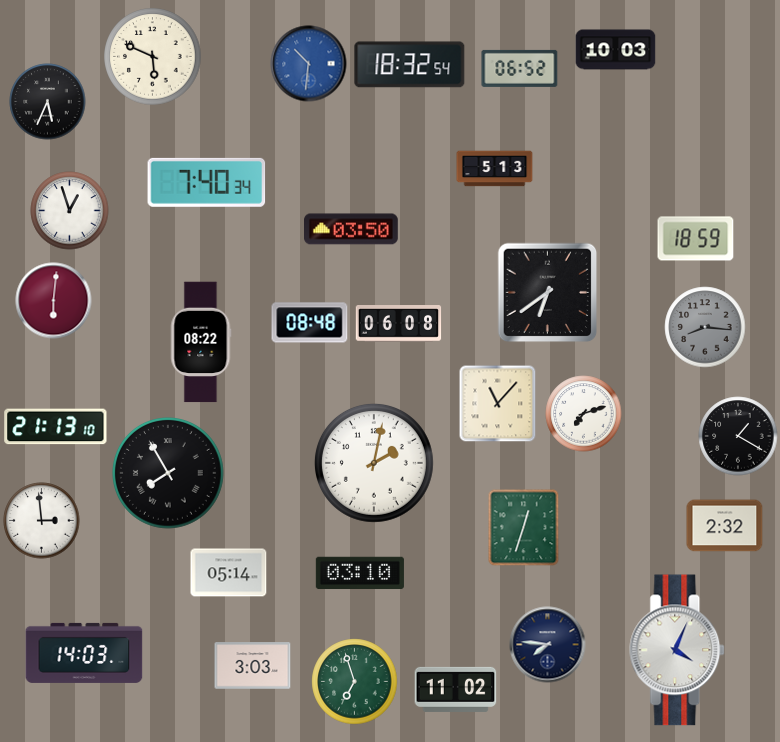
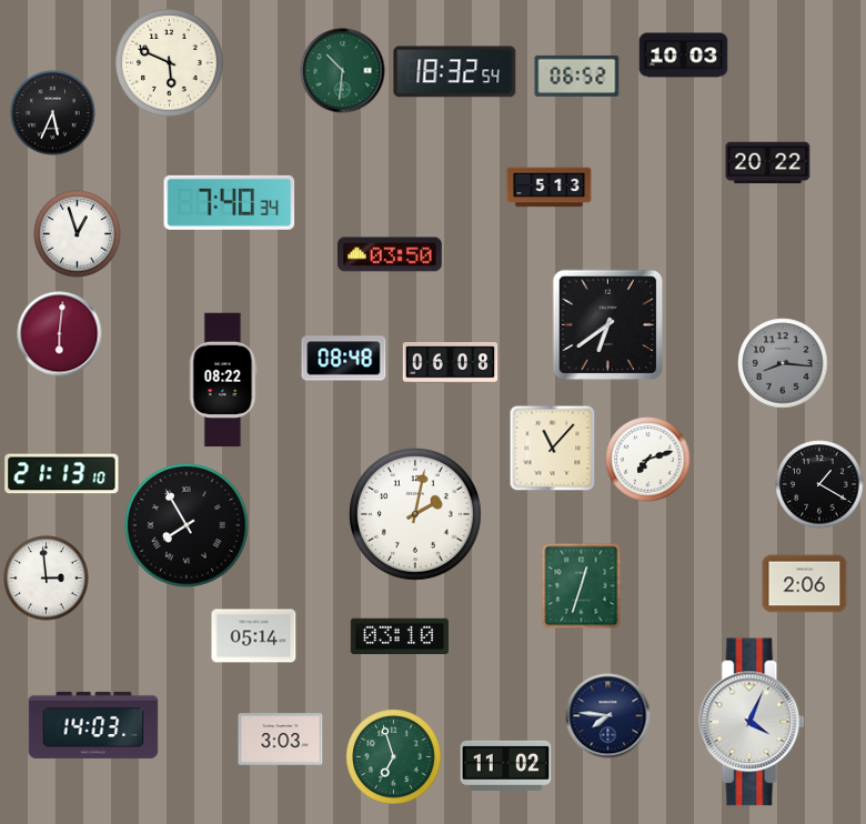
clock at (309, 64) dial: blue -> green
clock at (768, 163): none -> 20:22
clock at (696, 239): 18:59 -> none
clock at (399, 324) position: (399, 324) -> (451, 363)
clock at (725, 526): 2:32 -> 2:06
